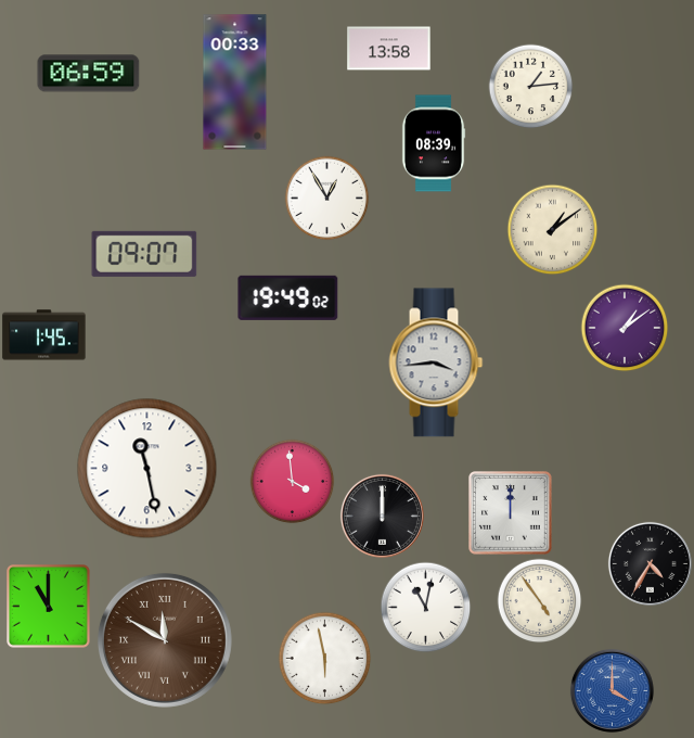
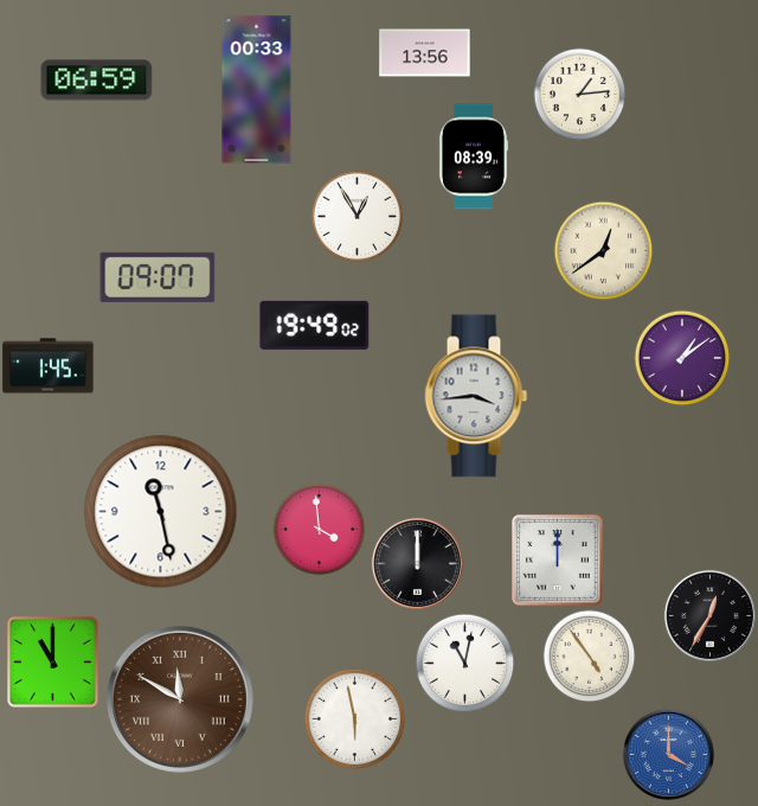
clock at (389, 49): 13:58 -> 13:56
clock at (552, 229): 1:09 -> 12:39
clock at (292, 481) position: (292, 481) -> (319, 529)
clock at (650, 563): 4:35 -> 12:35
